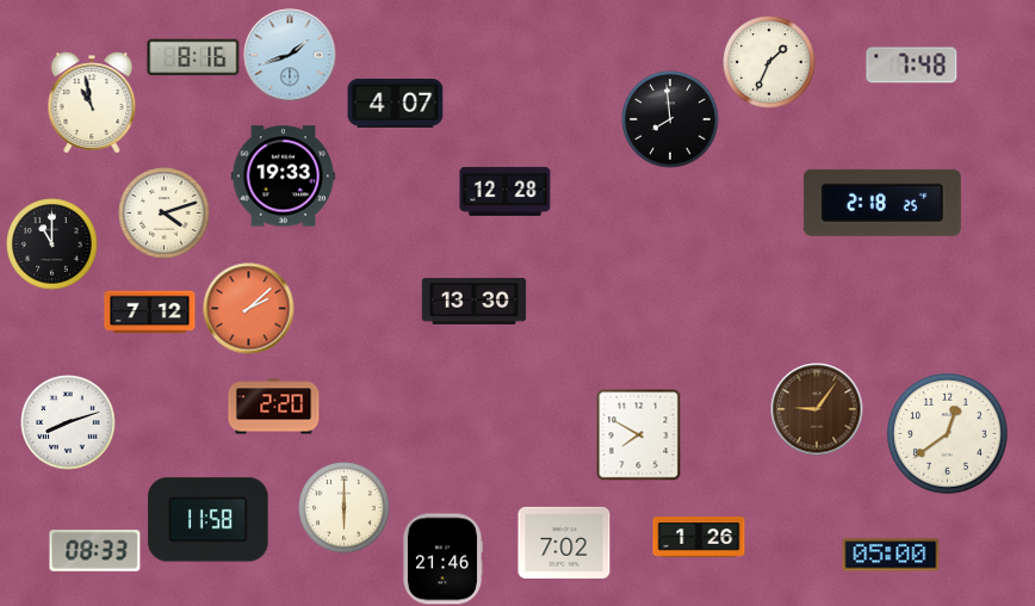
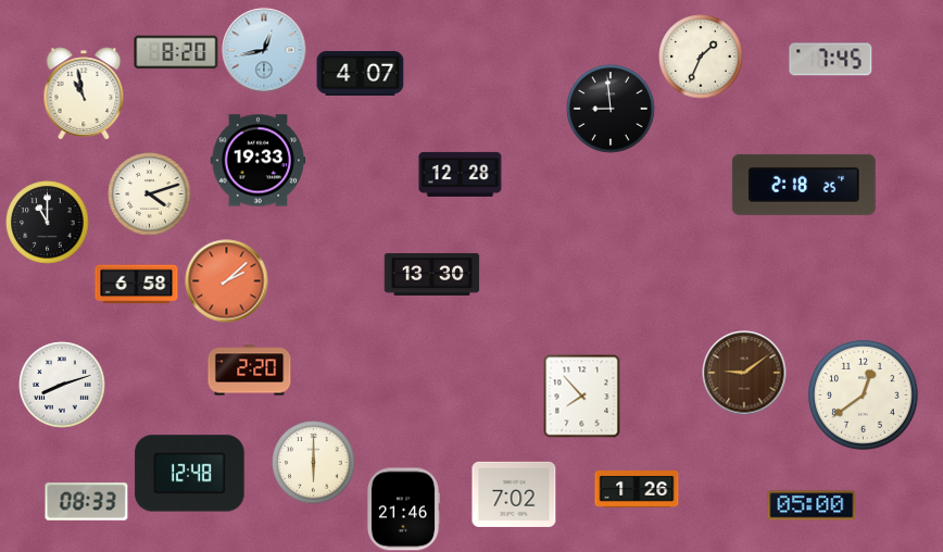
clock at (290, 55): 1:42 -> 12:43
clock at (193, 57): 8:16 -> 8:20
clock at (912, 66): 7:48 -> 7:45
clock at (396, 103) position: (396, 103) -> (361, 73)
clock at (670, 119): 7:59 -> 8:59
clock at (150, 313): 7:12 -> 6:58
clock at (817, 409): 9:06 -> 9:09
clock at (639, 434): 7:50 -> 7:53
clock at (209, 520): 11:58 -> 12:48
